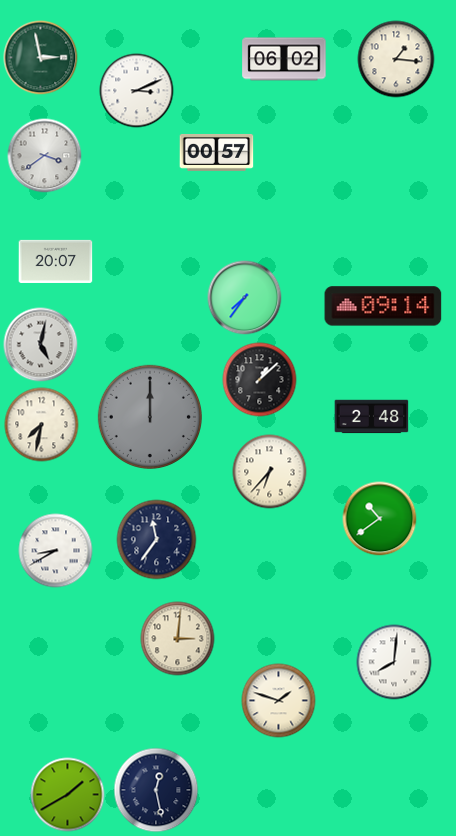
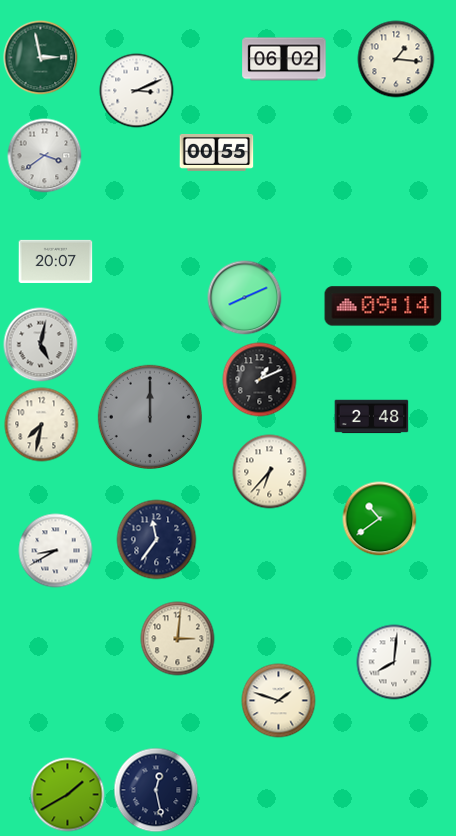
clock at (217, 152): 00:57 -> 00:55
clock at (245, 298): 7:36 -> 8:11
clock at (260, 380): 1:08 -> 1:11
